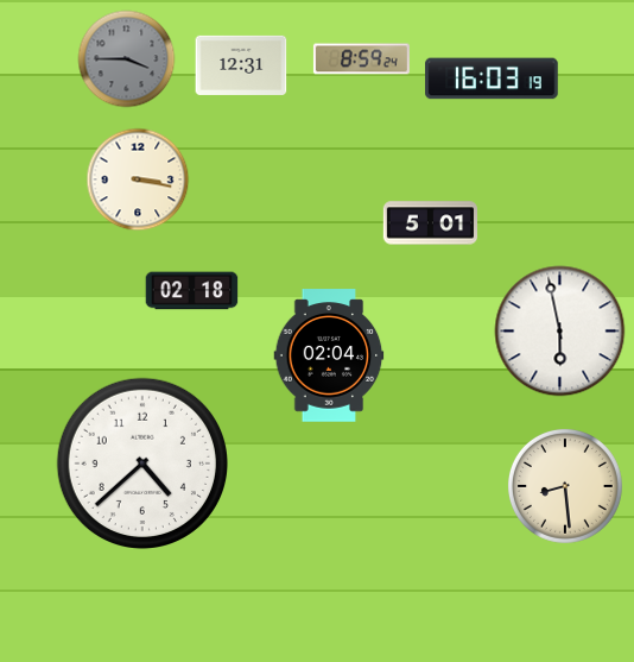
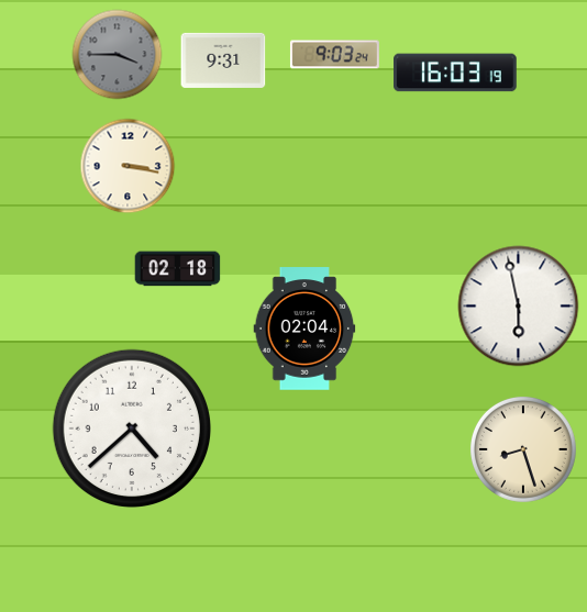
clock at (361, 59): 8:59 -> 9:03
clock at (241, 65): 12:31 -> 9:31
clock at (430, 223): 5:01 -> none
clock at (565, 486): 8:29 -> 8:27
